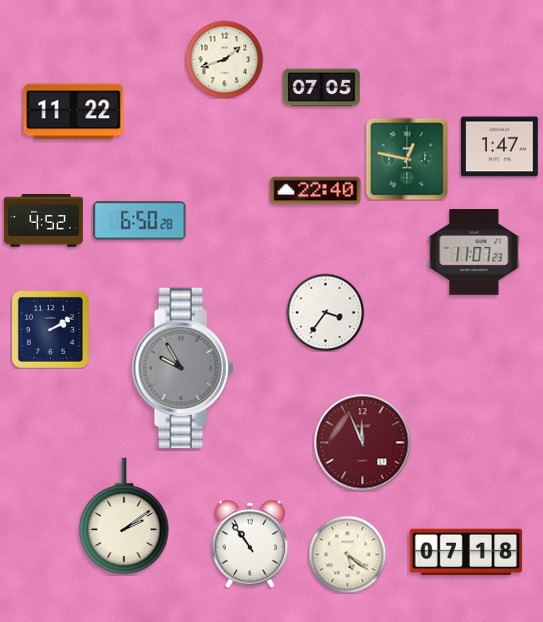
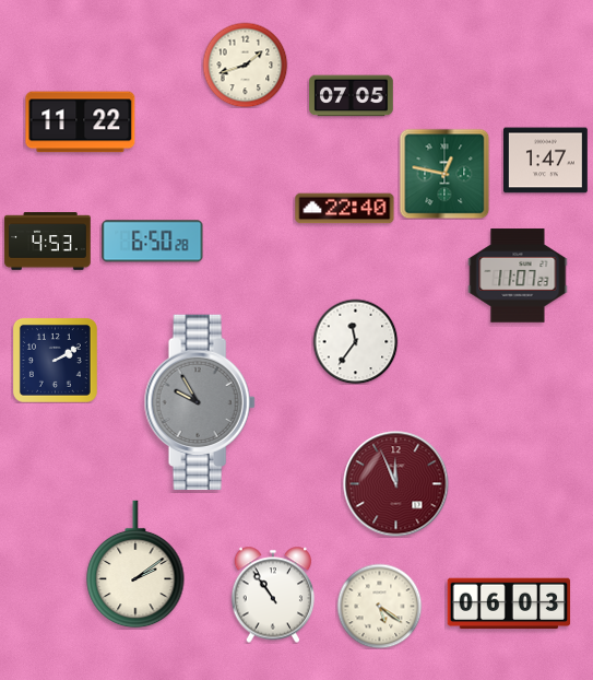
clock at (44, 221): 4:52 -> 4:53
clock at (325, 312): 3:36 -> 11:36
clock at (466, 552): 07:18 -> 06:03
